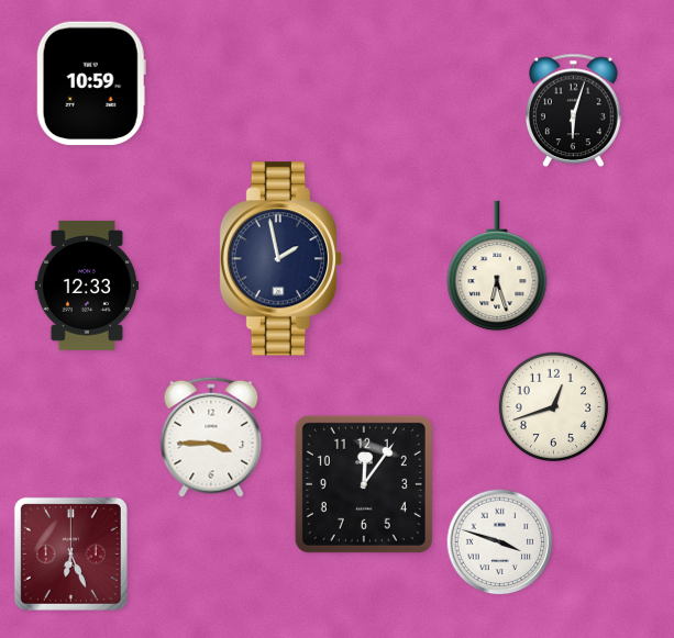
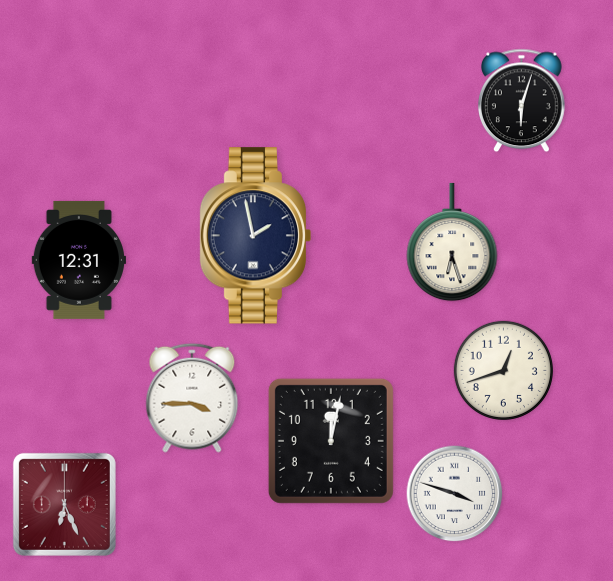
clock at (91, 83): 10:59 -> none
clock at (86, 286): 12:33 -> 12:31
clock at (364, 484): 12:06 -> 12:02
